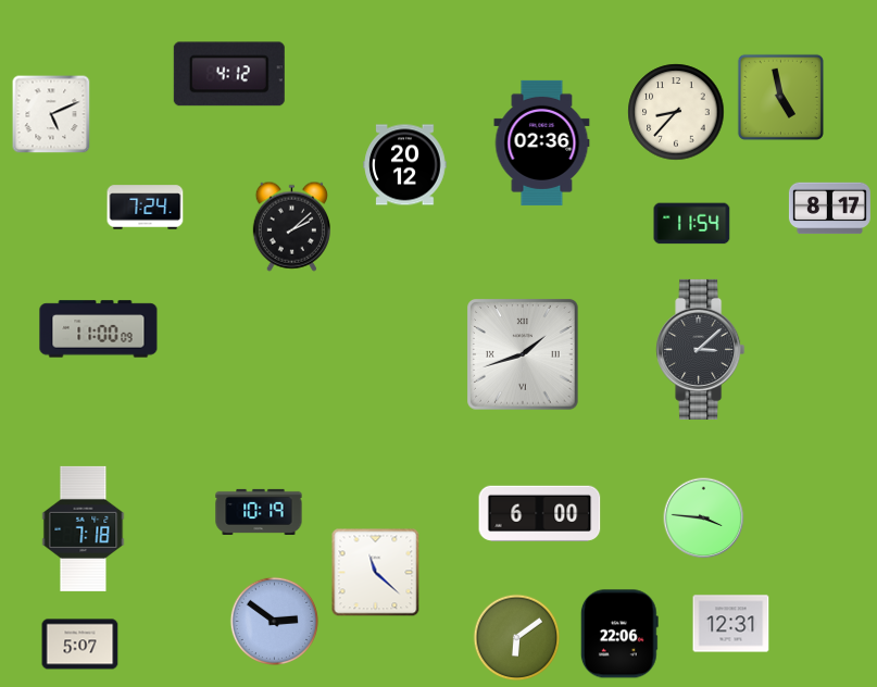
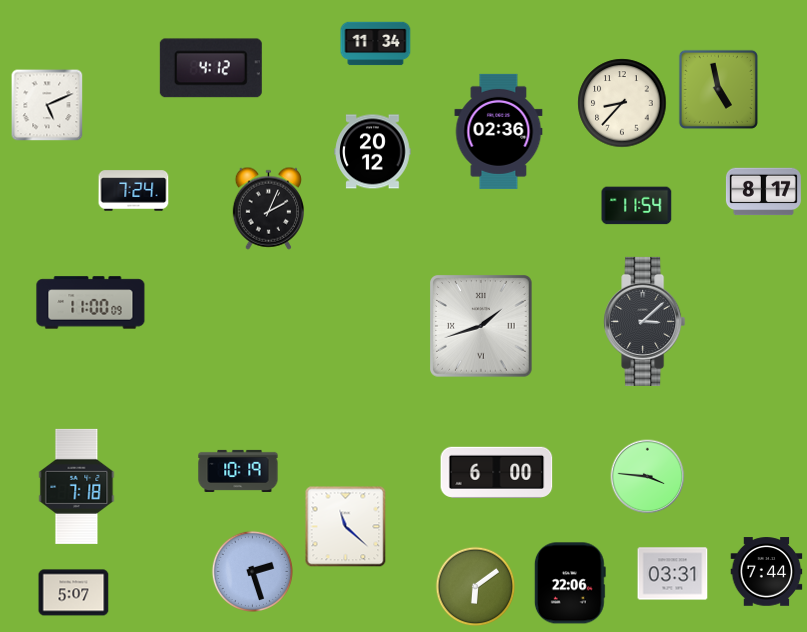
clock at (376, 44): none -> 11:34
clock at (291, 226): 2:08 -> 2:04
clock at (274, 621): 2:51 -> 2:27
clock at (767, 572): none -> 7:44
clock at (731, 624): 12:31 -> 03:31
